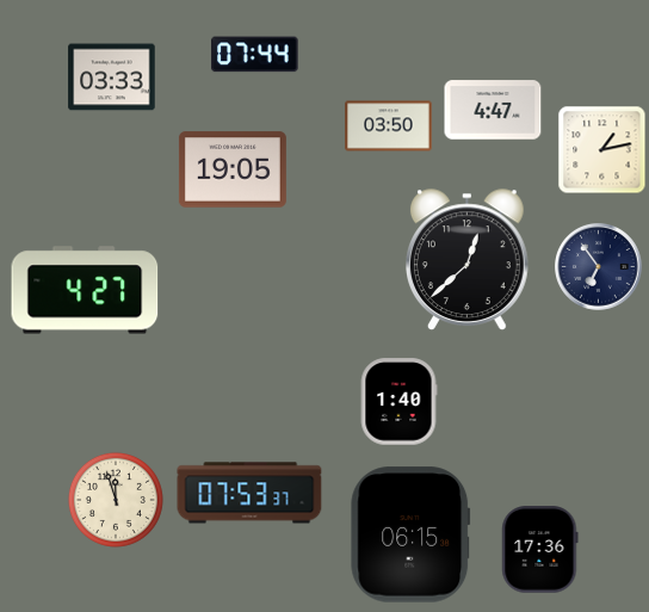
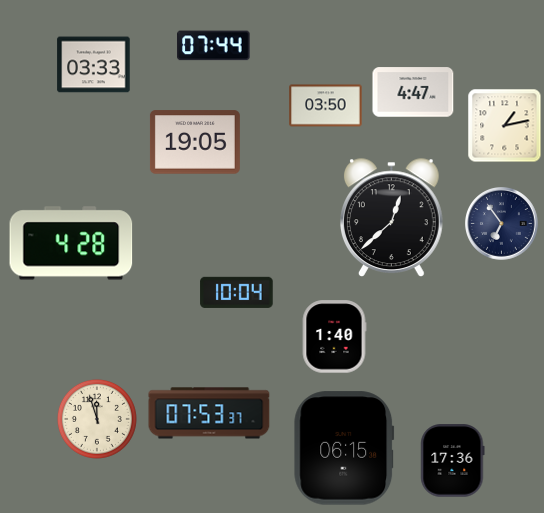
clock at (85, 290): 4:27 -> 4:28
clock at (237, 292): none -> 10:04
